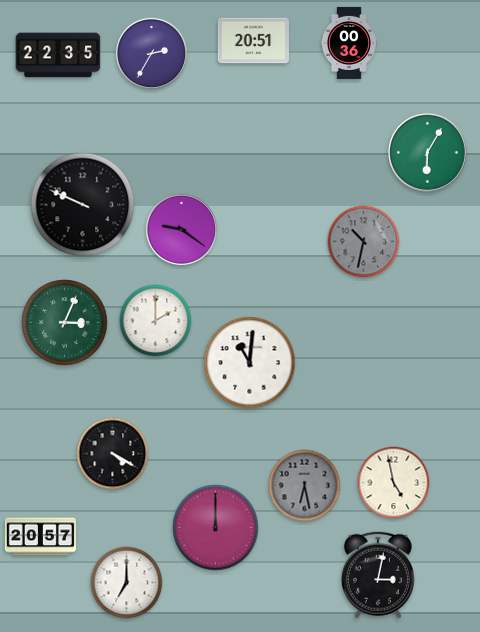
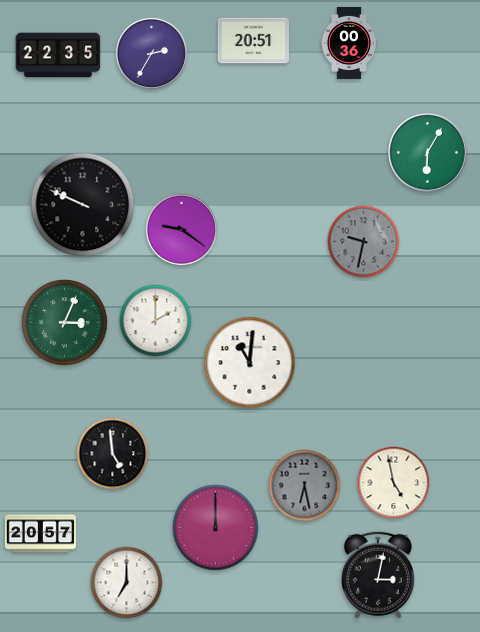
clock at (364, 242): 10:32 -> 9:32
clock at (113, 454): 4:20 -> 4:59
clock at (40, 537) position: (40, 537) -> (40, 534)
